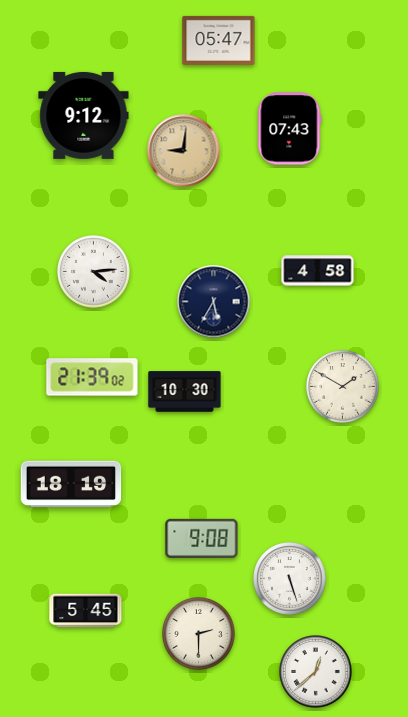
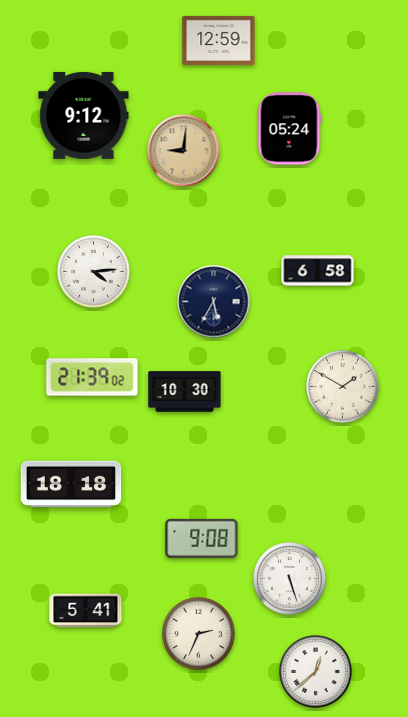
clock at (219, 40): 05:47 -> 12:59
clock at (290, 129): 07:43 -> 05:24
clock at (318, 271): 4:58 -> 6:58
clock at (71, 484): 18:19 -> 18:18
clock at (86, 611): 5:45 -> 5:41
clock at (199, 634): 2:30 -> 2:34
